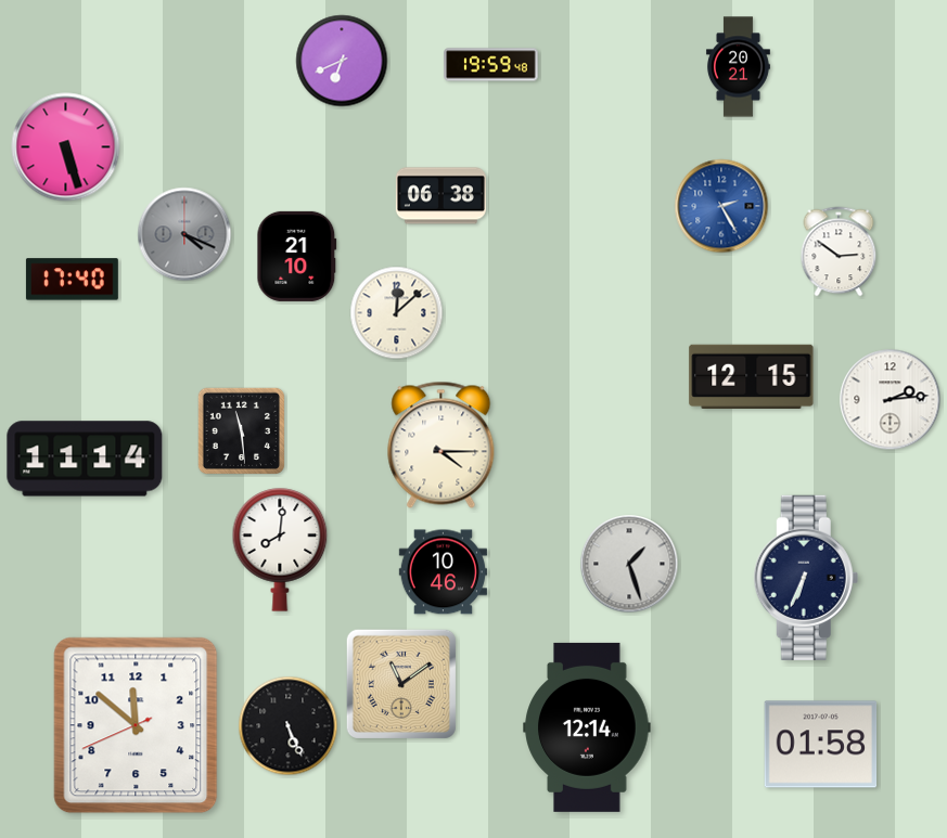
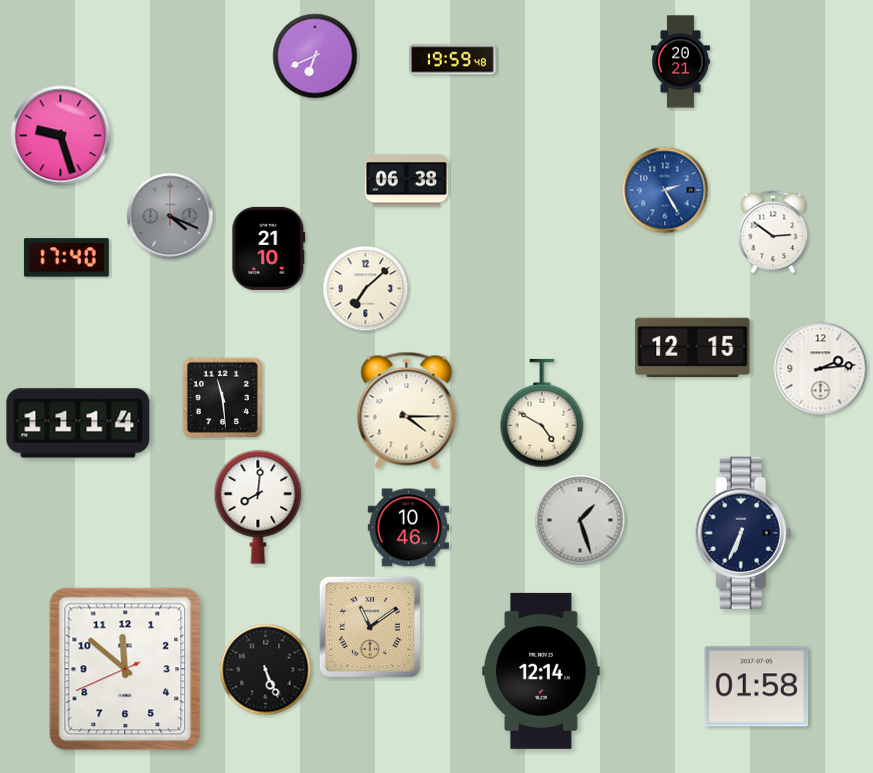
clock at (66, 147): 5:27 -> 9:27
clock at (297, 256) position: (297, 256) -> (269, 248)
clock at (397, 313): 12:08 -> 7:08
clock at (542, 413): none -> 4:50
clock at (401, 684) position: (401, 684) -> (370, 627)
